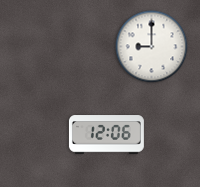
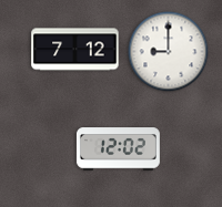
clock at (75, 50): none -> 7:12
clock at (106, 135): 12:06 -> 12:02
